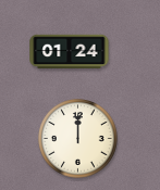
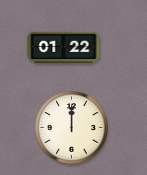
clock at (70, 52): 01:24 -> 01:22
